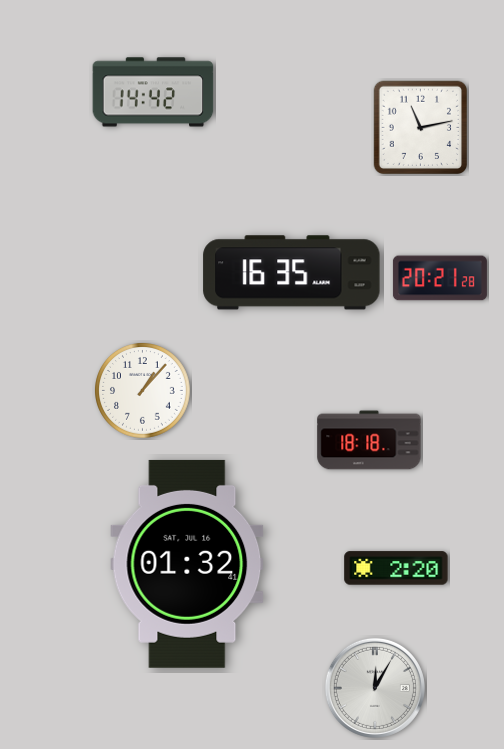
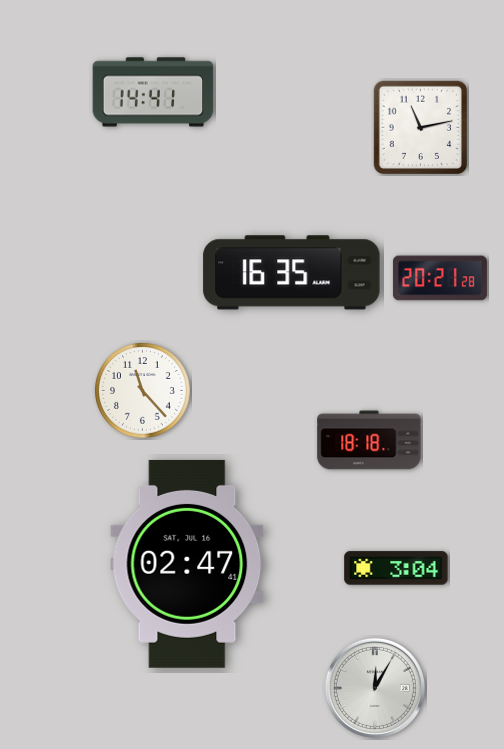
clock at (153, 92): 14:42 -> 14:41
clock at (143, 391): 1:07 -> 11:23
clock at (187, 564): 01:32 -> 02:47
clock at (396, 568): 2:20 -> 3:04
